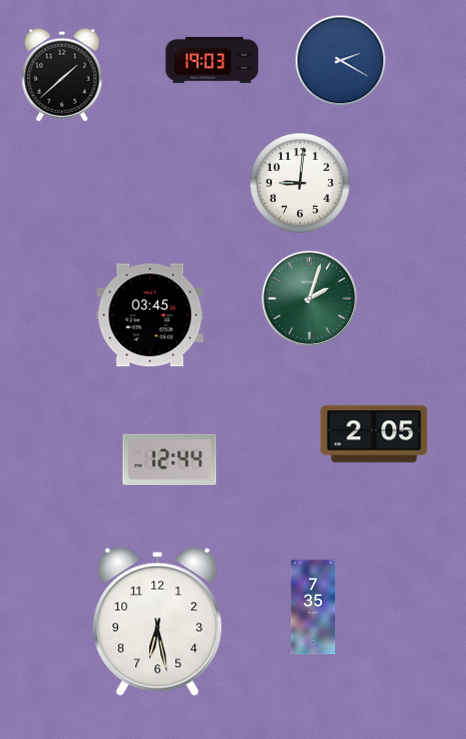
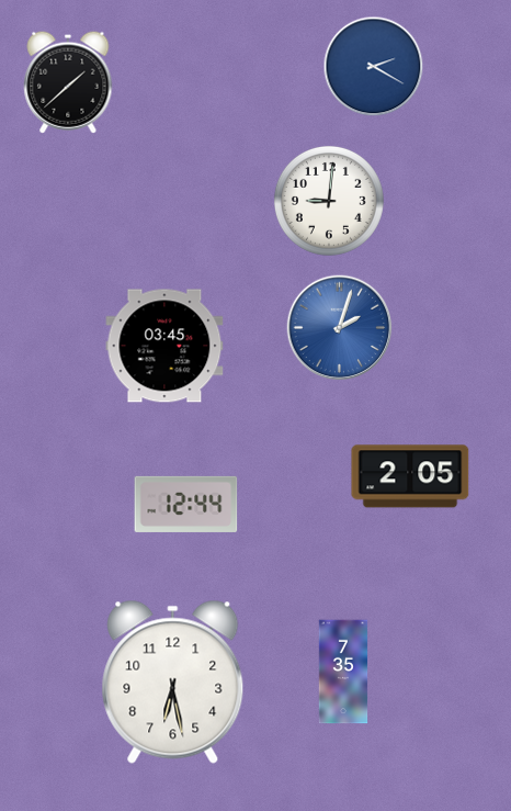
clock at (212, 60): 19:03 -> none
clock at (310, 299) dial: green -> blue
clock at (313, 607) position: (313, 607) -> (343, 672)
